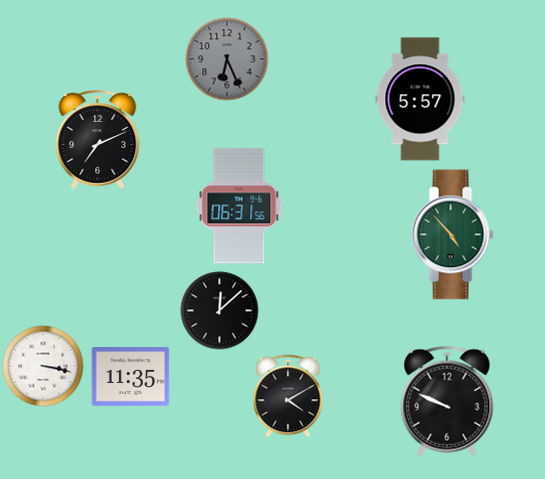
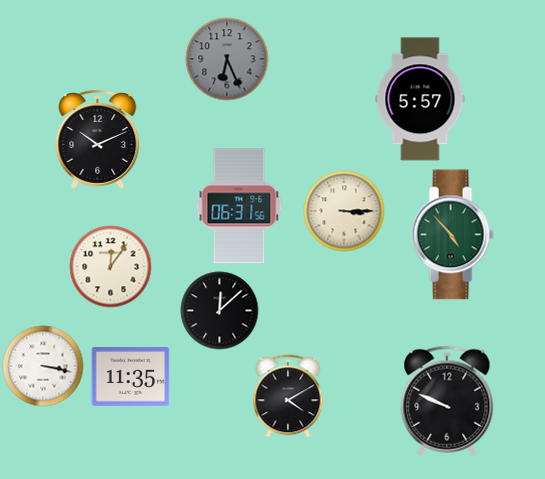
clock at (98, 140): 7:11 -> 10:11
clock at (344, 211): none -> 3:15
clock at (110, 266): none -> 12:06
